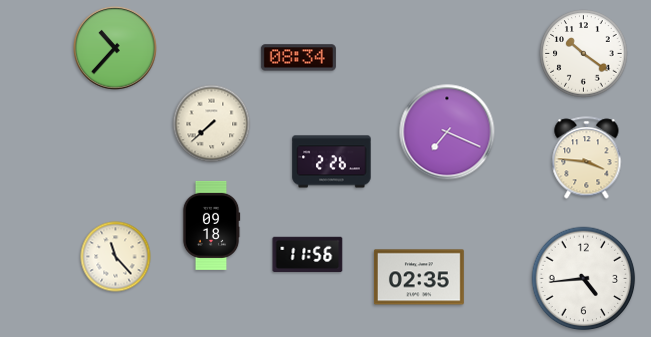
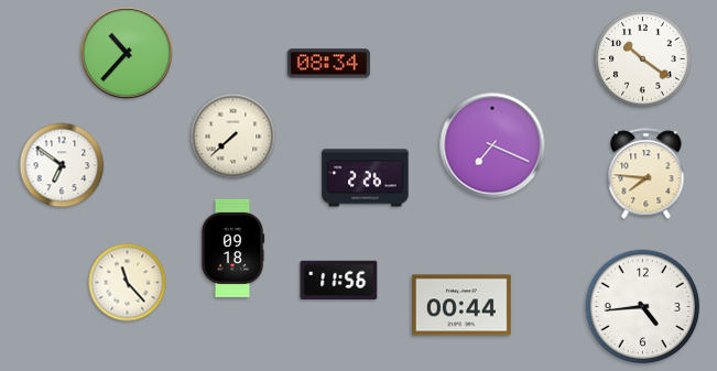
clock at (62, 165): none -> 6:51
clock at (587, 158): 3:46 -> 7:46
clock at (419, 277): 02:35 -> 00:44
